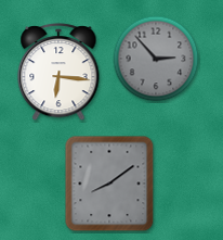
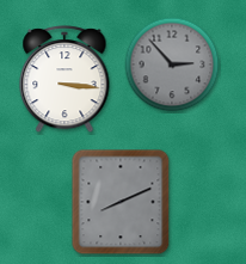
clock at (58, 73): 6:16 -> 3:16
clock at (109, 184): 8:09 -> 8:11
